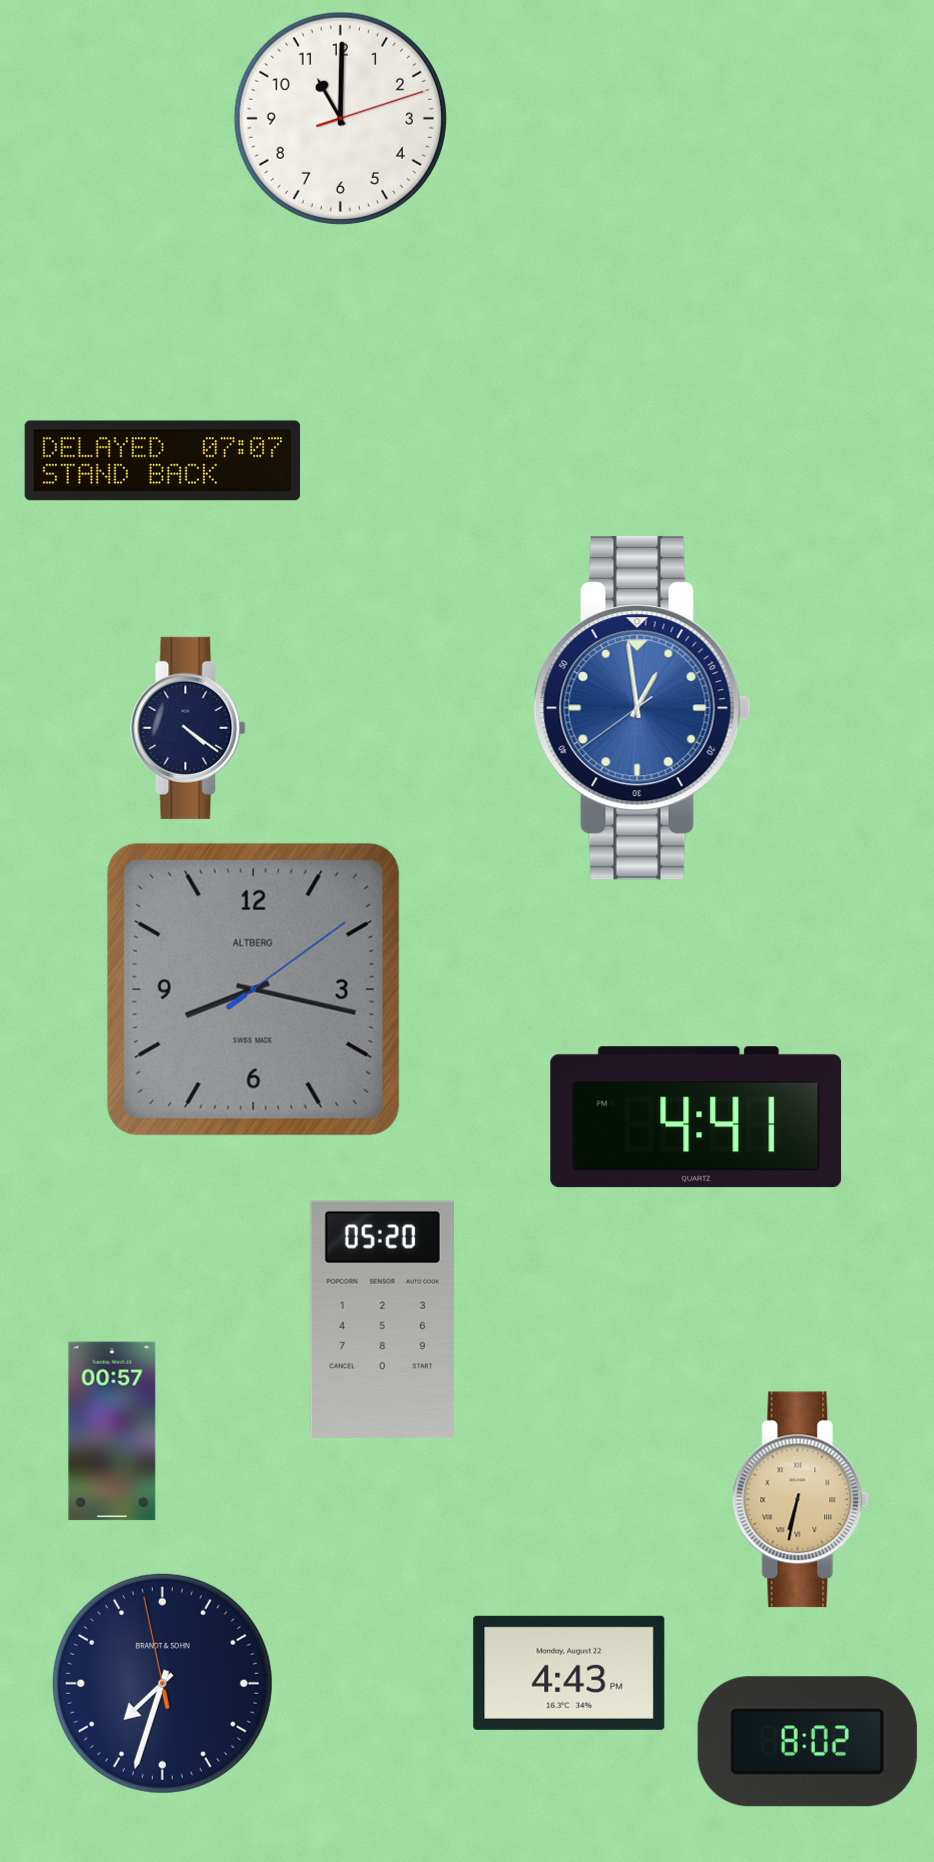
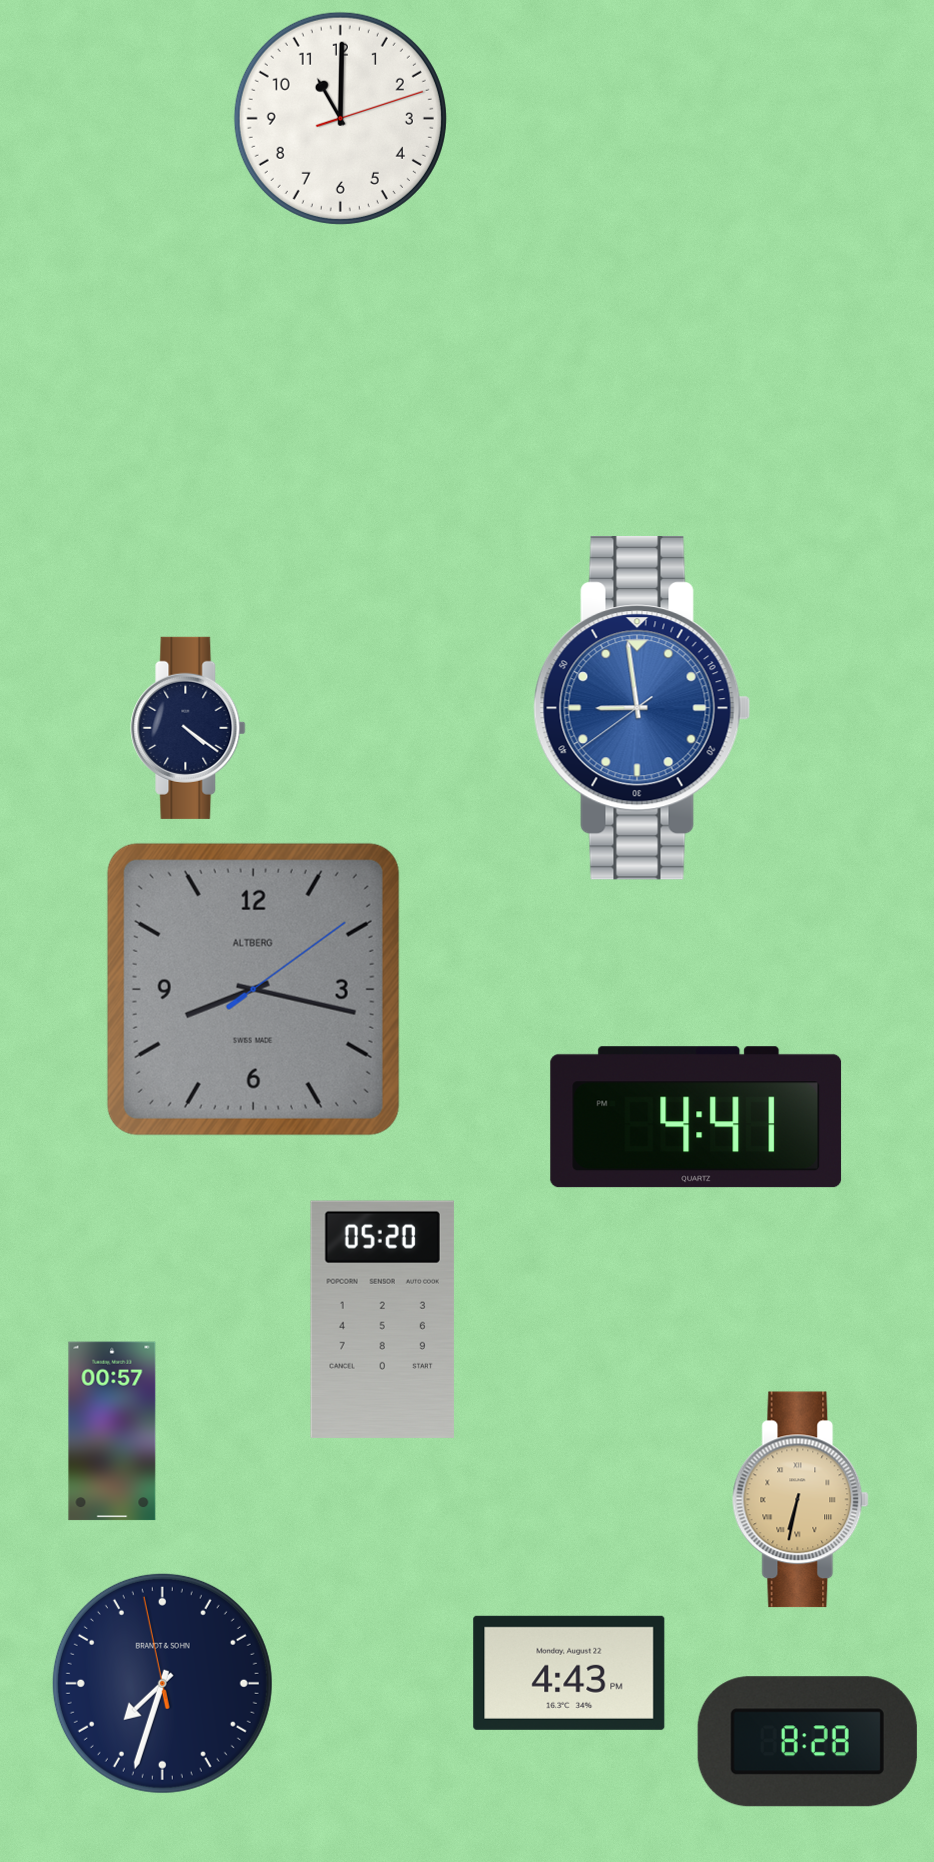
clock at (163, 461): 07:07 -> none
clock at (642, 709): 12:58 -> 8:58
clock at (807, 1742): 8:02 -> 8:28
